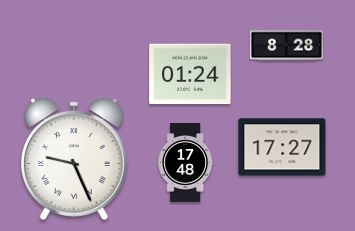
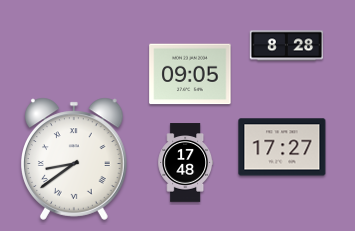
clock at (190, 74): 01:24 -> 09:05
clock at (75, 159): 9:26 -> 8:39
